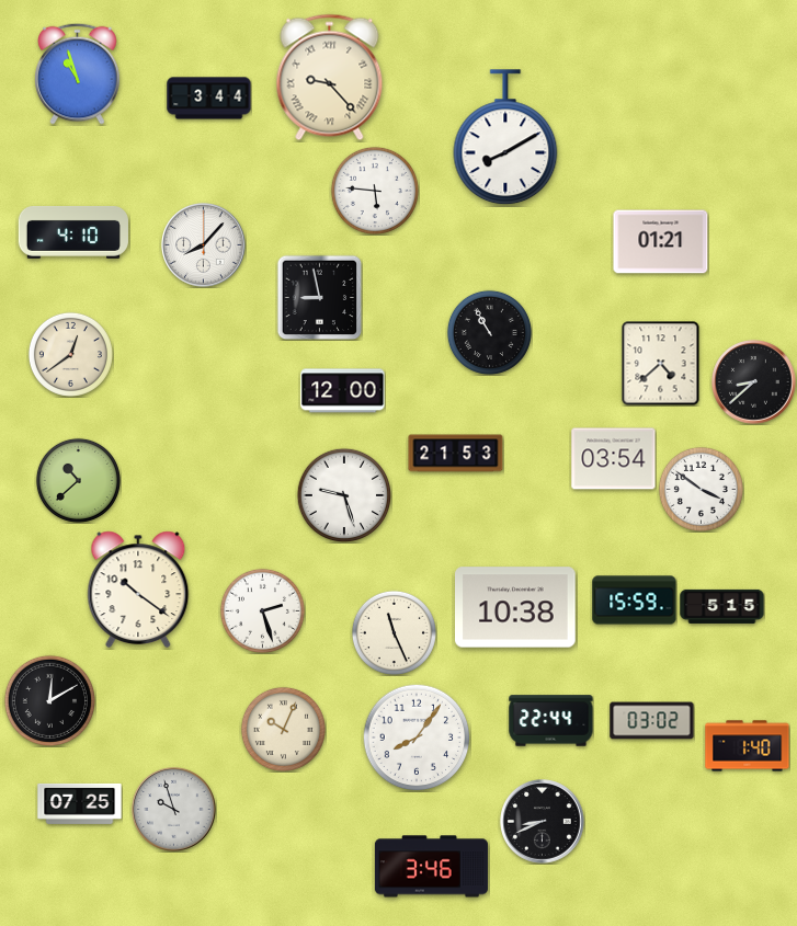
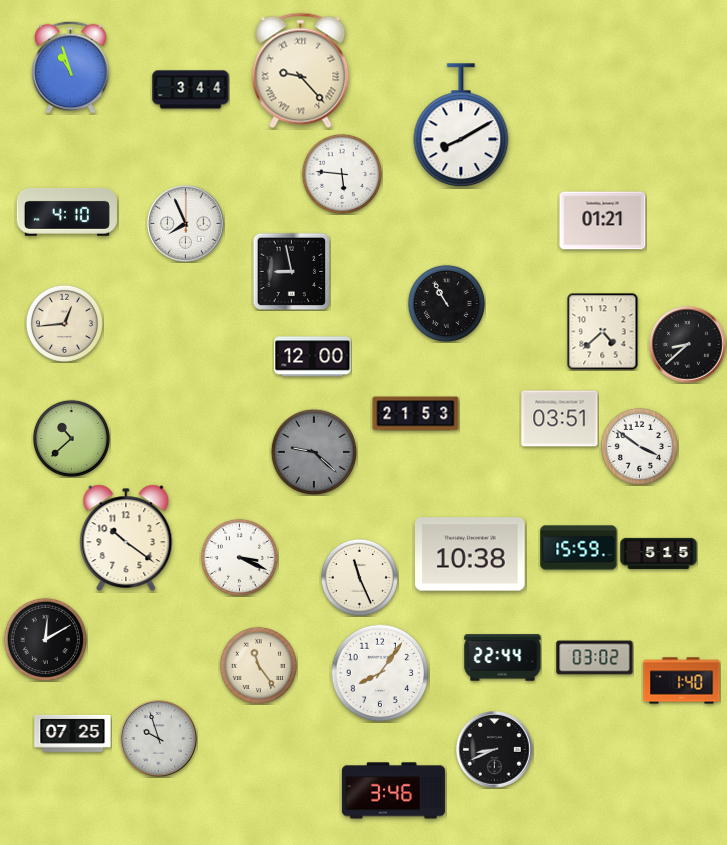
clock at (204, 245): 8:07 -> 7:56
clock at (70, 354): 12:39 -> 12:44
clock at (754, 382) position: (754, 382) -> (688, 345)
clock at (614, 459): 03:54 -> 03:51
clock at (343, 494): 9:27 -> 9:22
clock at (343, 494) dial: white -> grey
clock at (262, 610): 2:27 -> 3:19
clock at (283, 729): 10:04 -> 11:24
